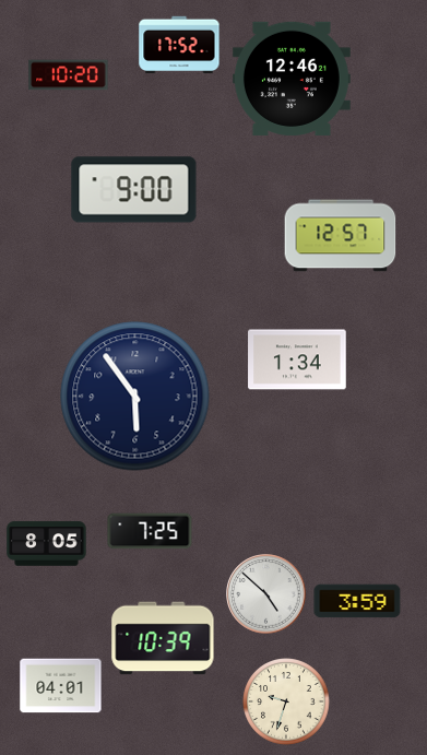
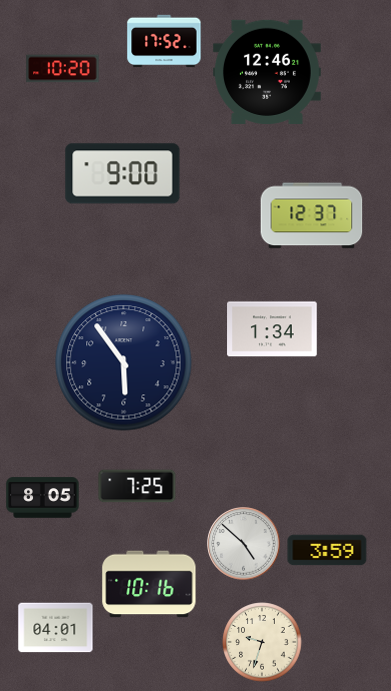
clock at (341, 236): 12:57 -> 12:37
clock at (163, 638): 10:39 -> 10:16
